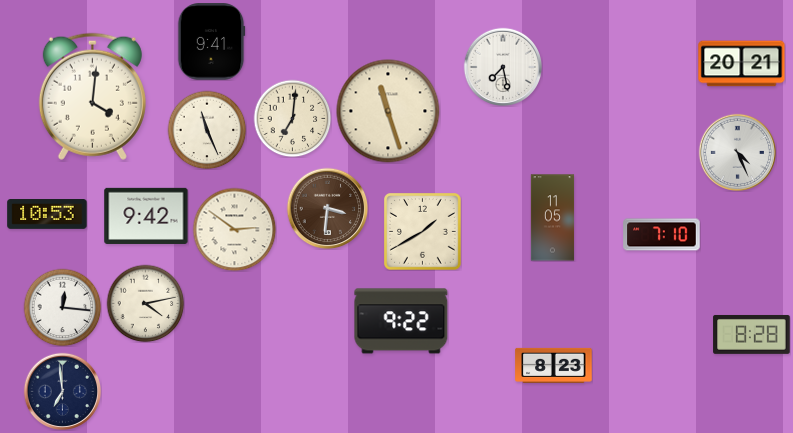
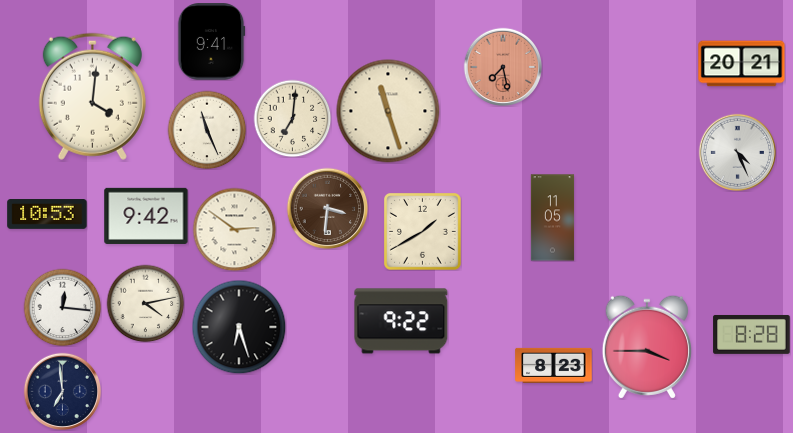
clock at (502, 66) dial: white -> salmon
clock at (662, 235): 7:10 -> none
clock at (239, 327): none -> 6:27
clock at (647, 347): none -> 3:45
